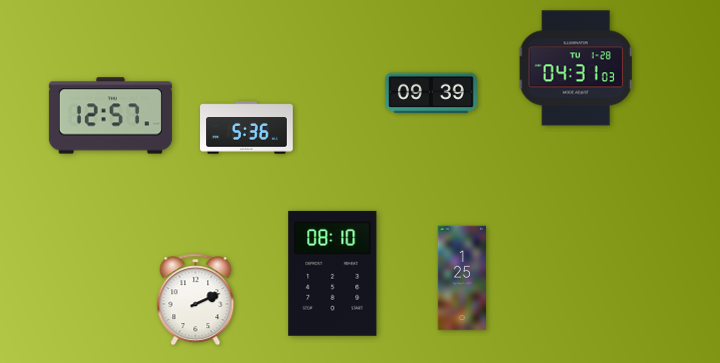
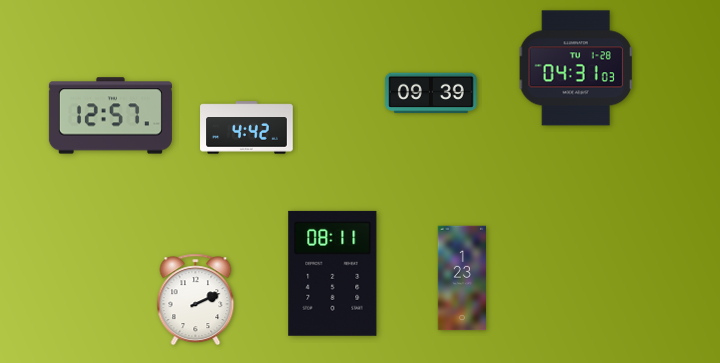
clock at (247, 128): 5:36 -> 4:42
clock at (333, 273): 08:10 -> 08:11
clock at (462, 278): 1:25 -> 1:23
